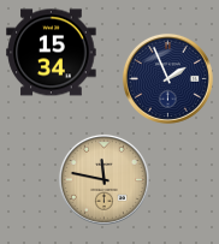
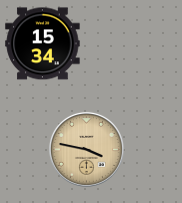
clock at (167, 78): 1:56 -> none
clock at (103, 179): 11:47 -> 3:47
